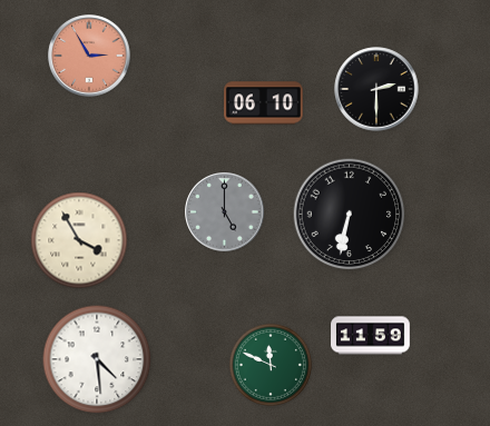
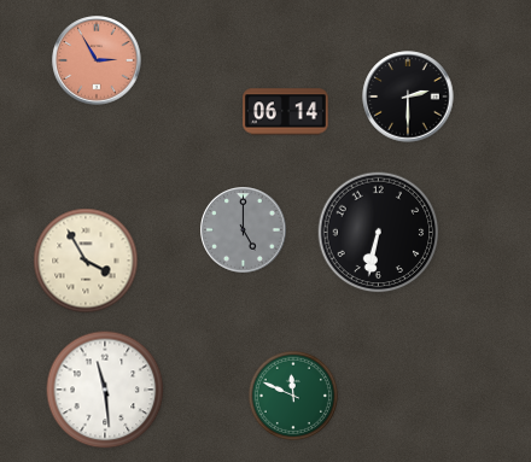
clock at (264, 103): 06:10 -> 06:14
clock at (371, 336): 11:59 -> none
clock at (97, 359): 4:29 -> 11:29
